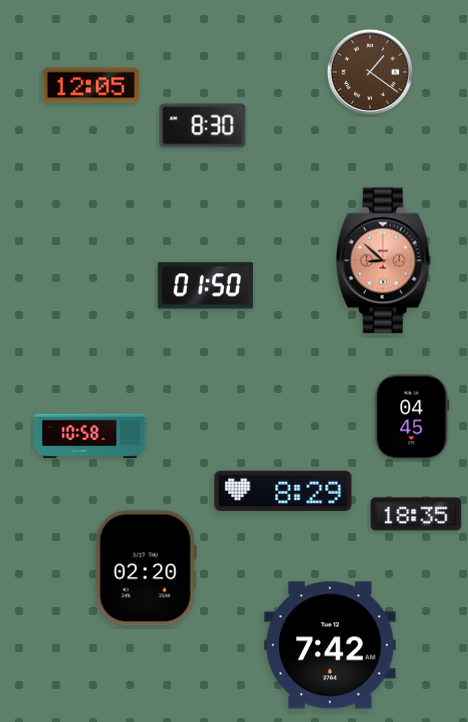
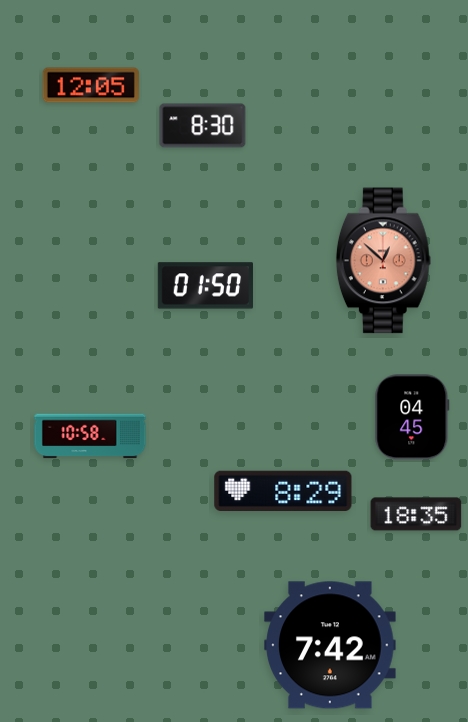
clock at (370, 72): 1:21 -> none
clock at (383, 261): 8:52 -> 12:52
clock at (146, 568): 02:20 -> none
